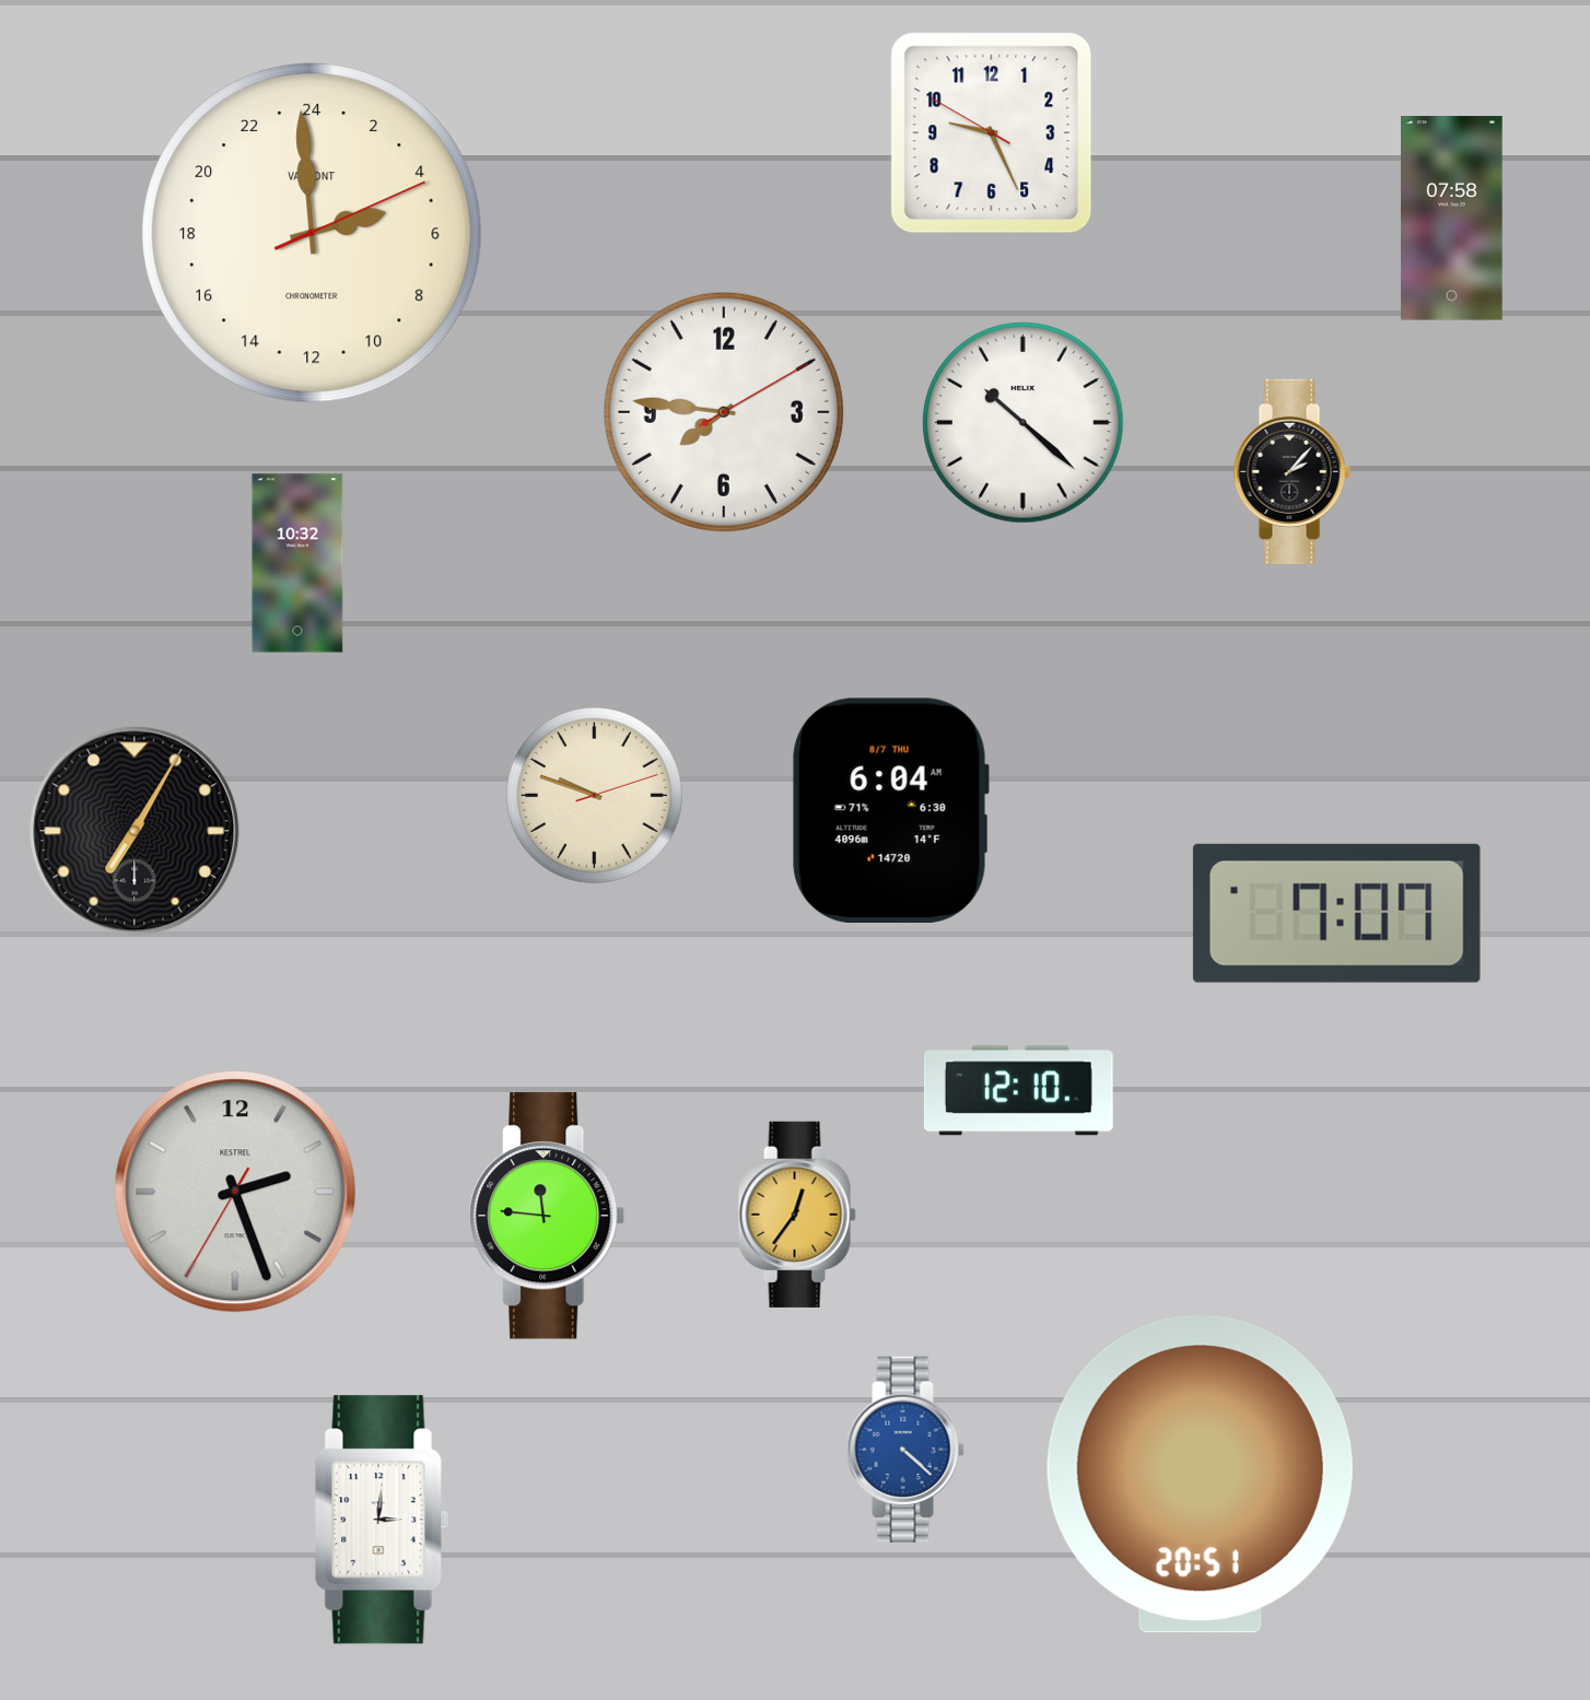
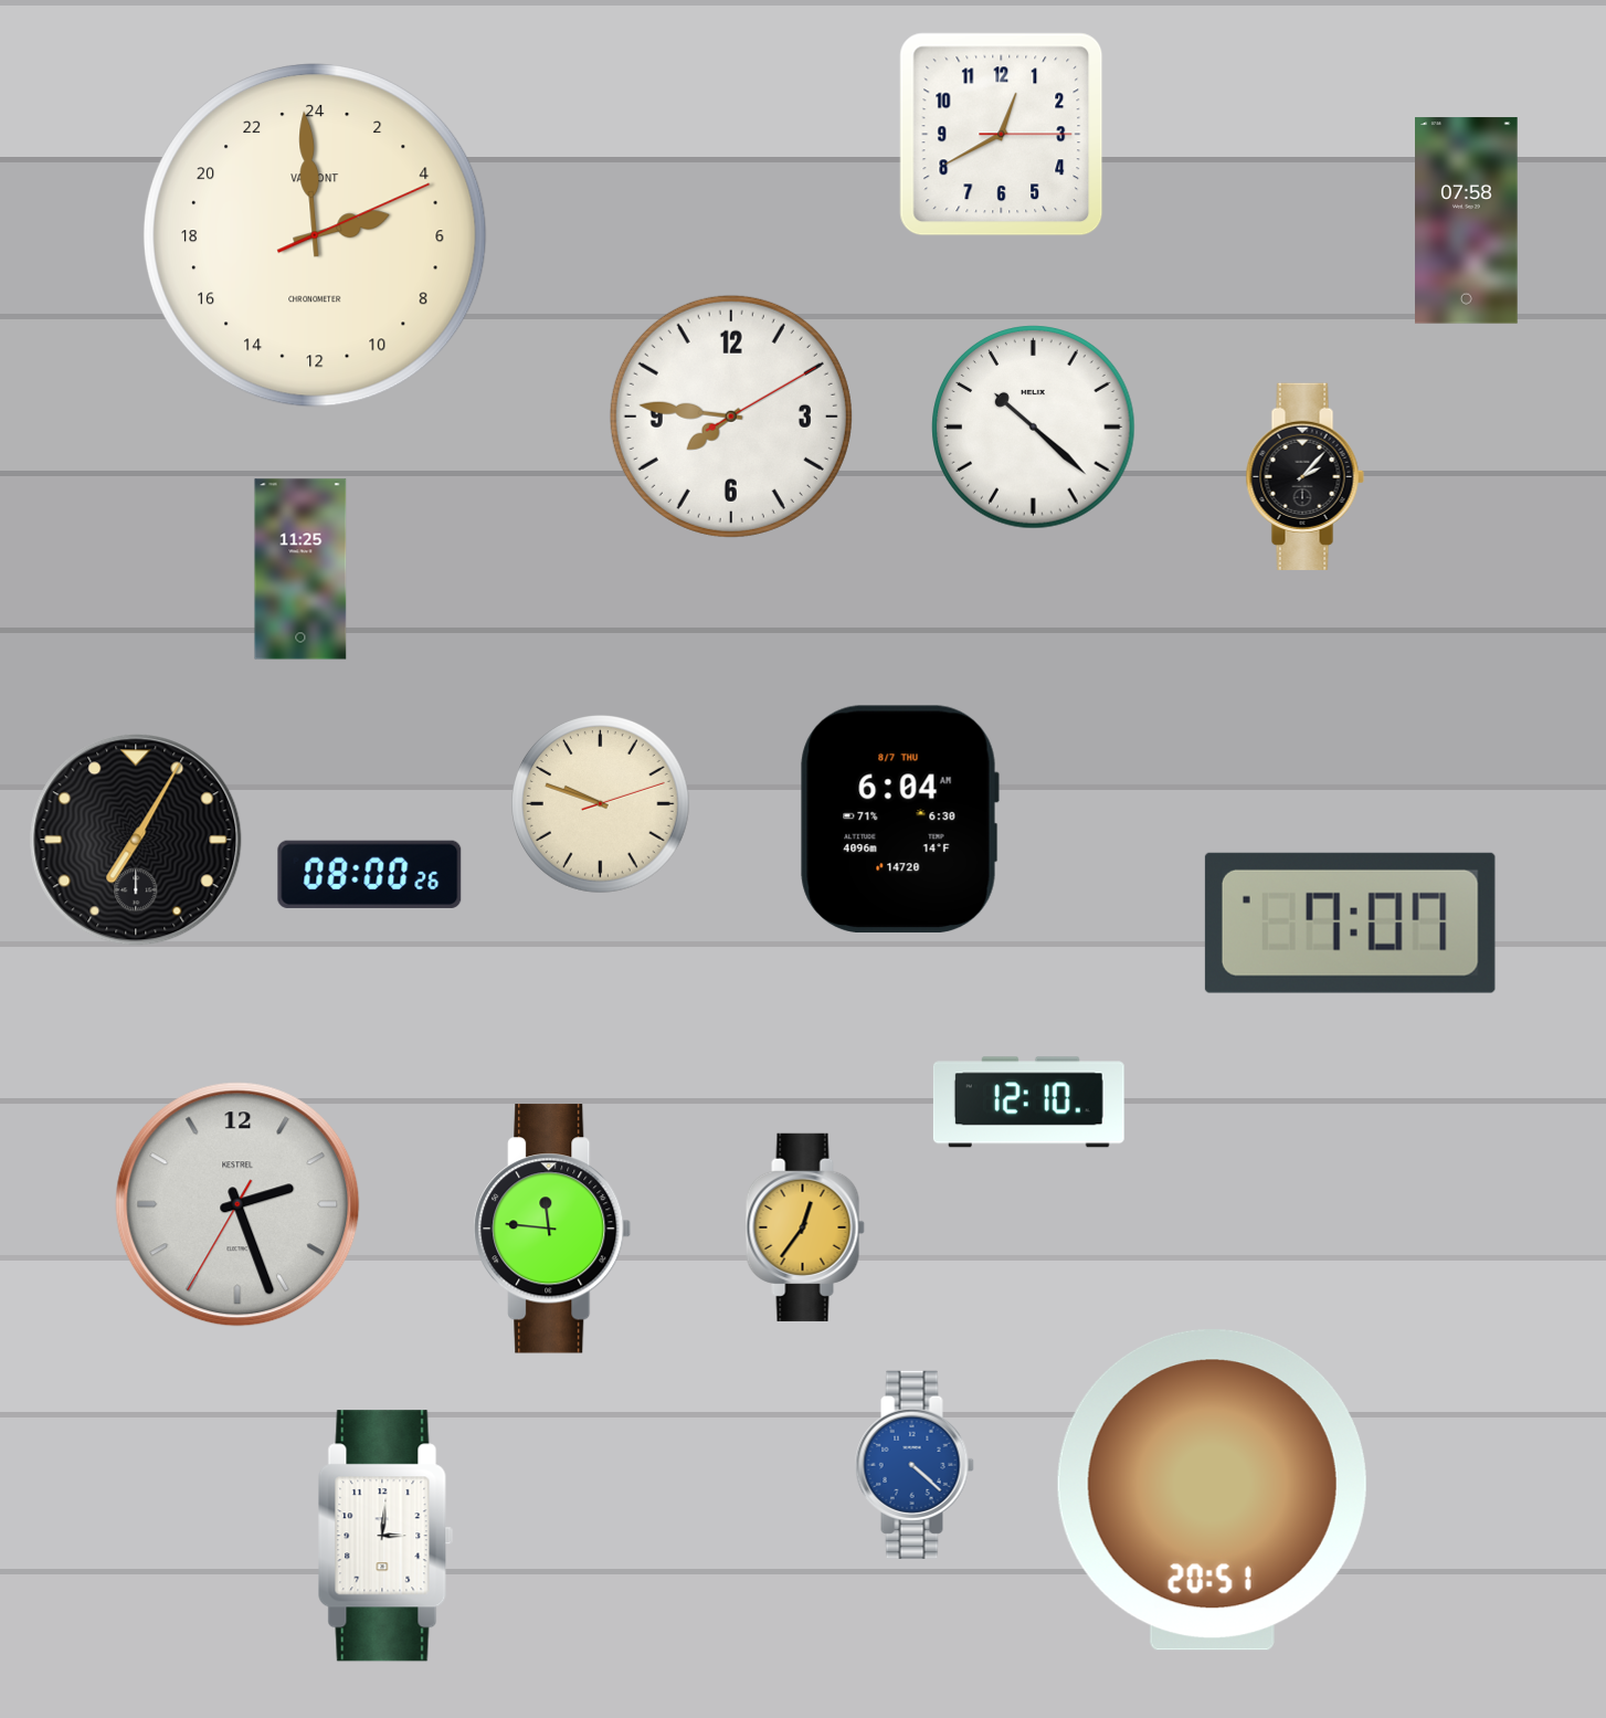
clock at (992, 133): 9:25 -> 12:40
clock at (297, 563): 10:32 -> 11:25
clock at (370, 874): none -> 08:00
